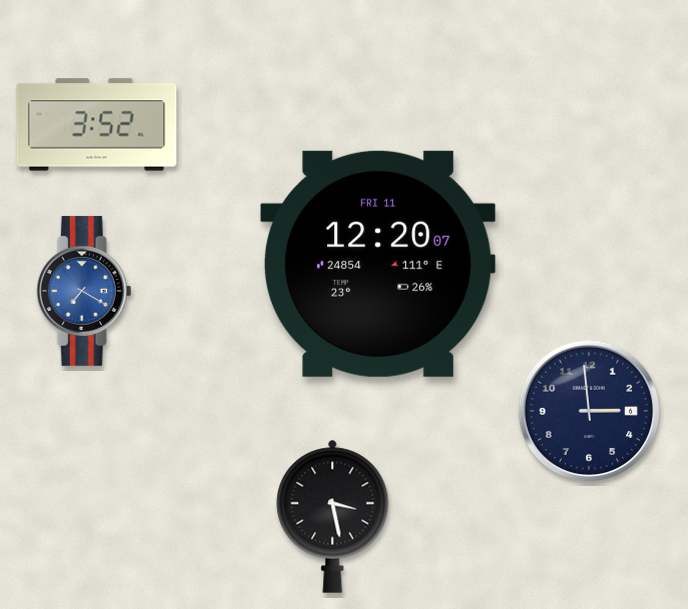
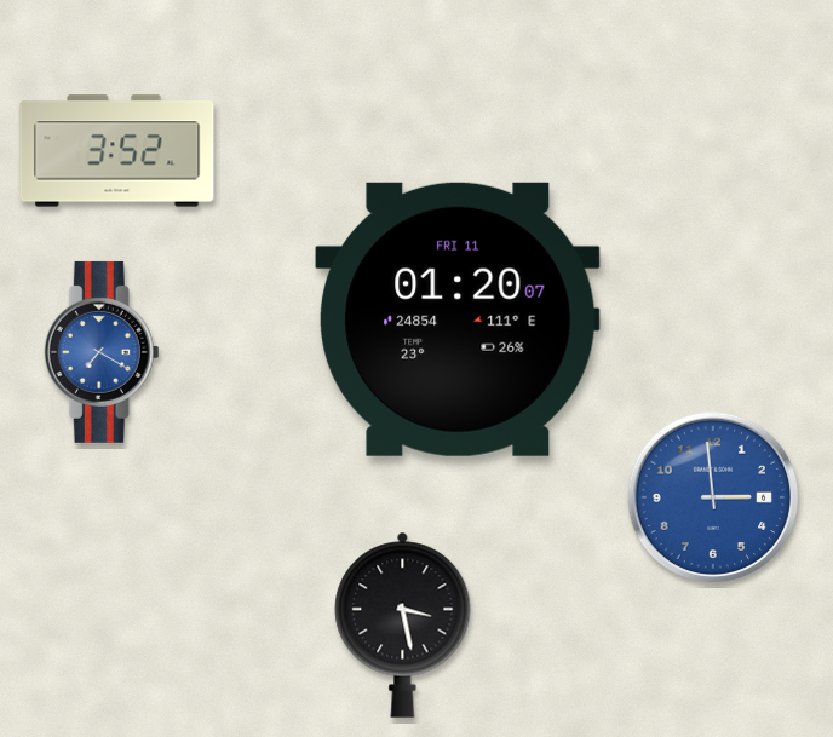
clock at (379, 264): 12:20 -> 01:20
clock at (589, 411) dial: navy -> blue
